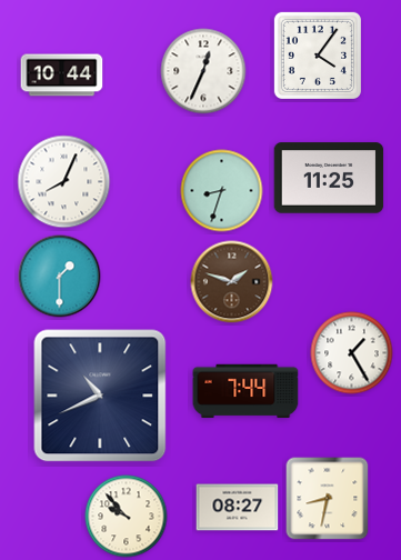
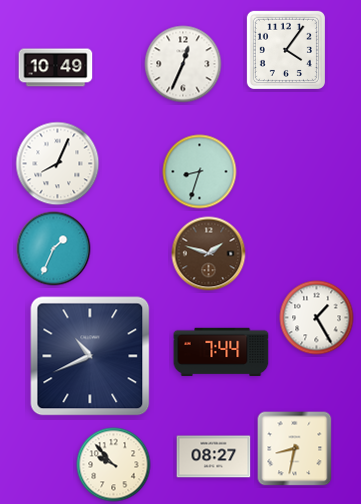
clock at (62, 76): 10:44 -> 10:49
clock at (329, 178): 11:25 -> none
clock at (60, 277): 1:30 -> 1:34
